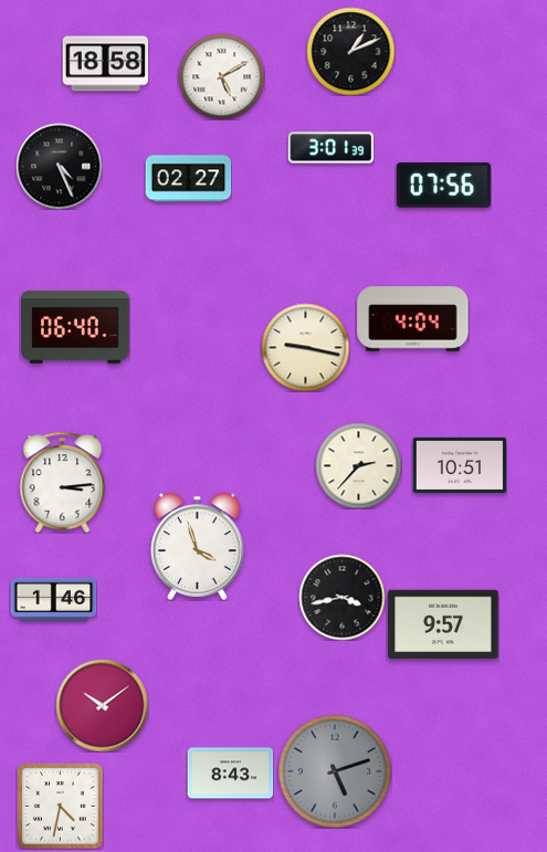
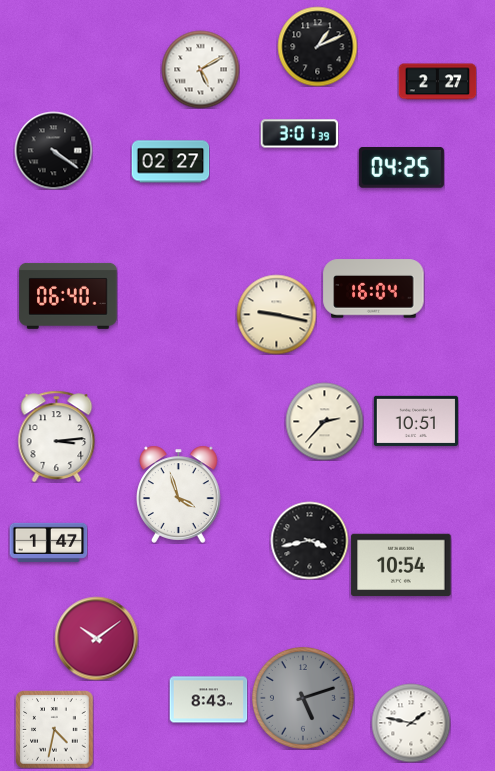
clock at (105, 64): 18:58 -> none
clock at (437, 82): none -> 2:27
clock at (59, 166): 4:26 -> 4:21
clock at (443, 186): 07:56 -> 04:25
clock at (413, 319): 4:04 -> 16:04
clock at (53, 599): 1:46 -> 1:47
clock at (443, 624): 9:57 -> 10:54
clock at (102, 705) position: (102, 705) -> (96, 638)
clock at (411, 723): none -> 1:47
